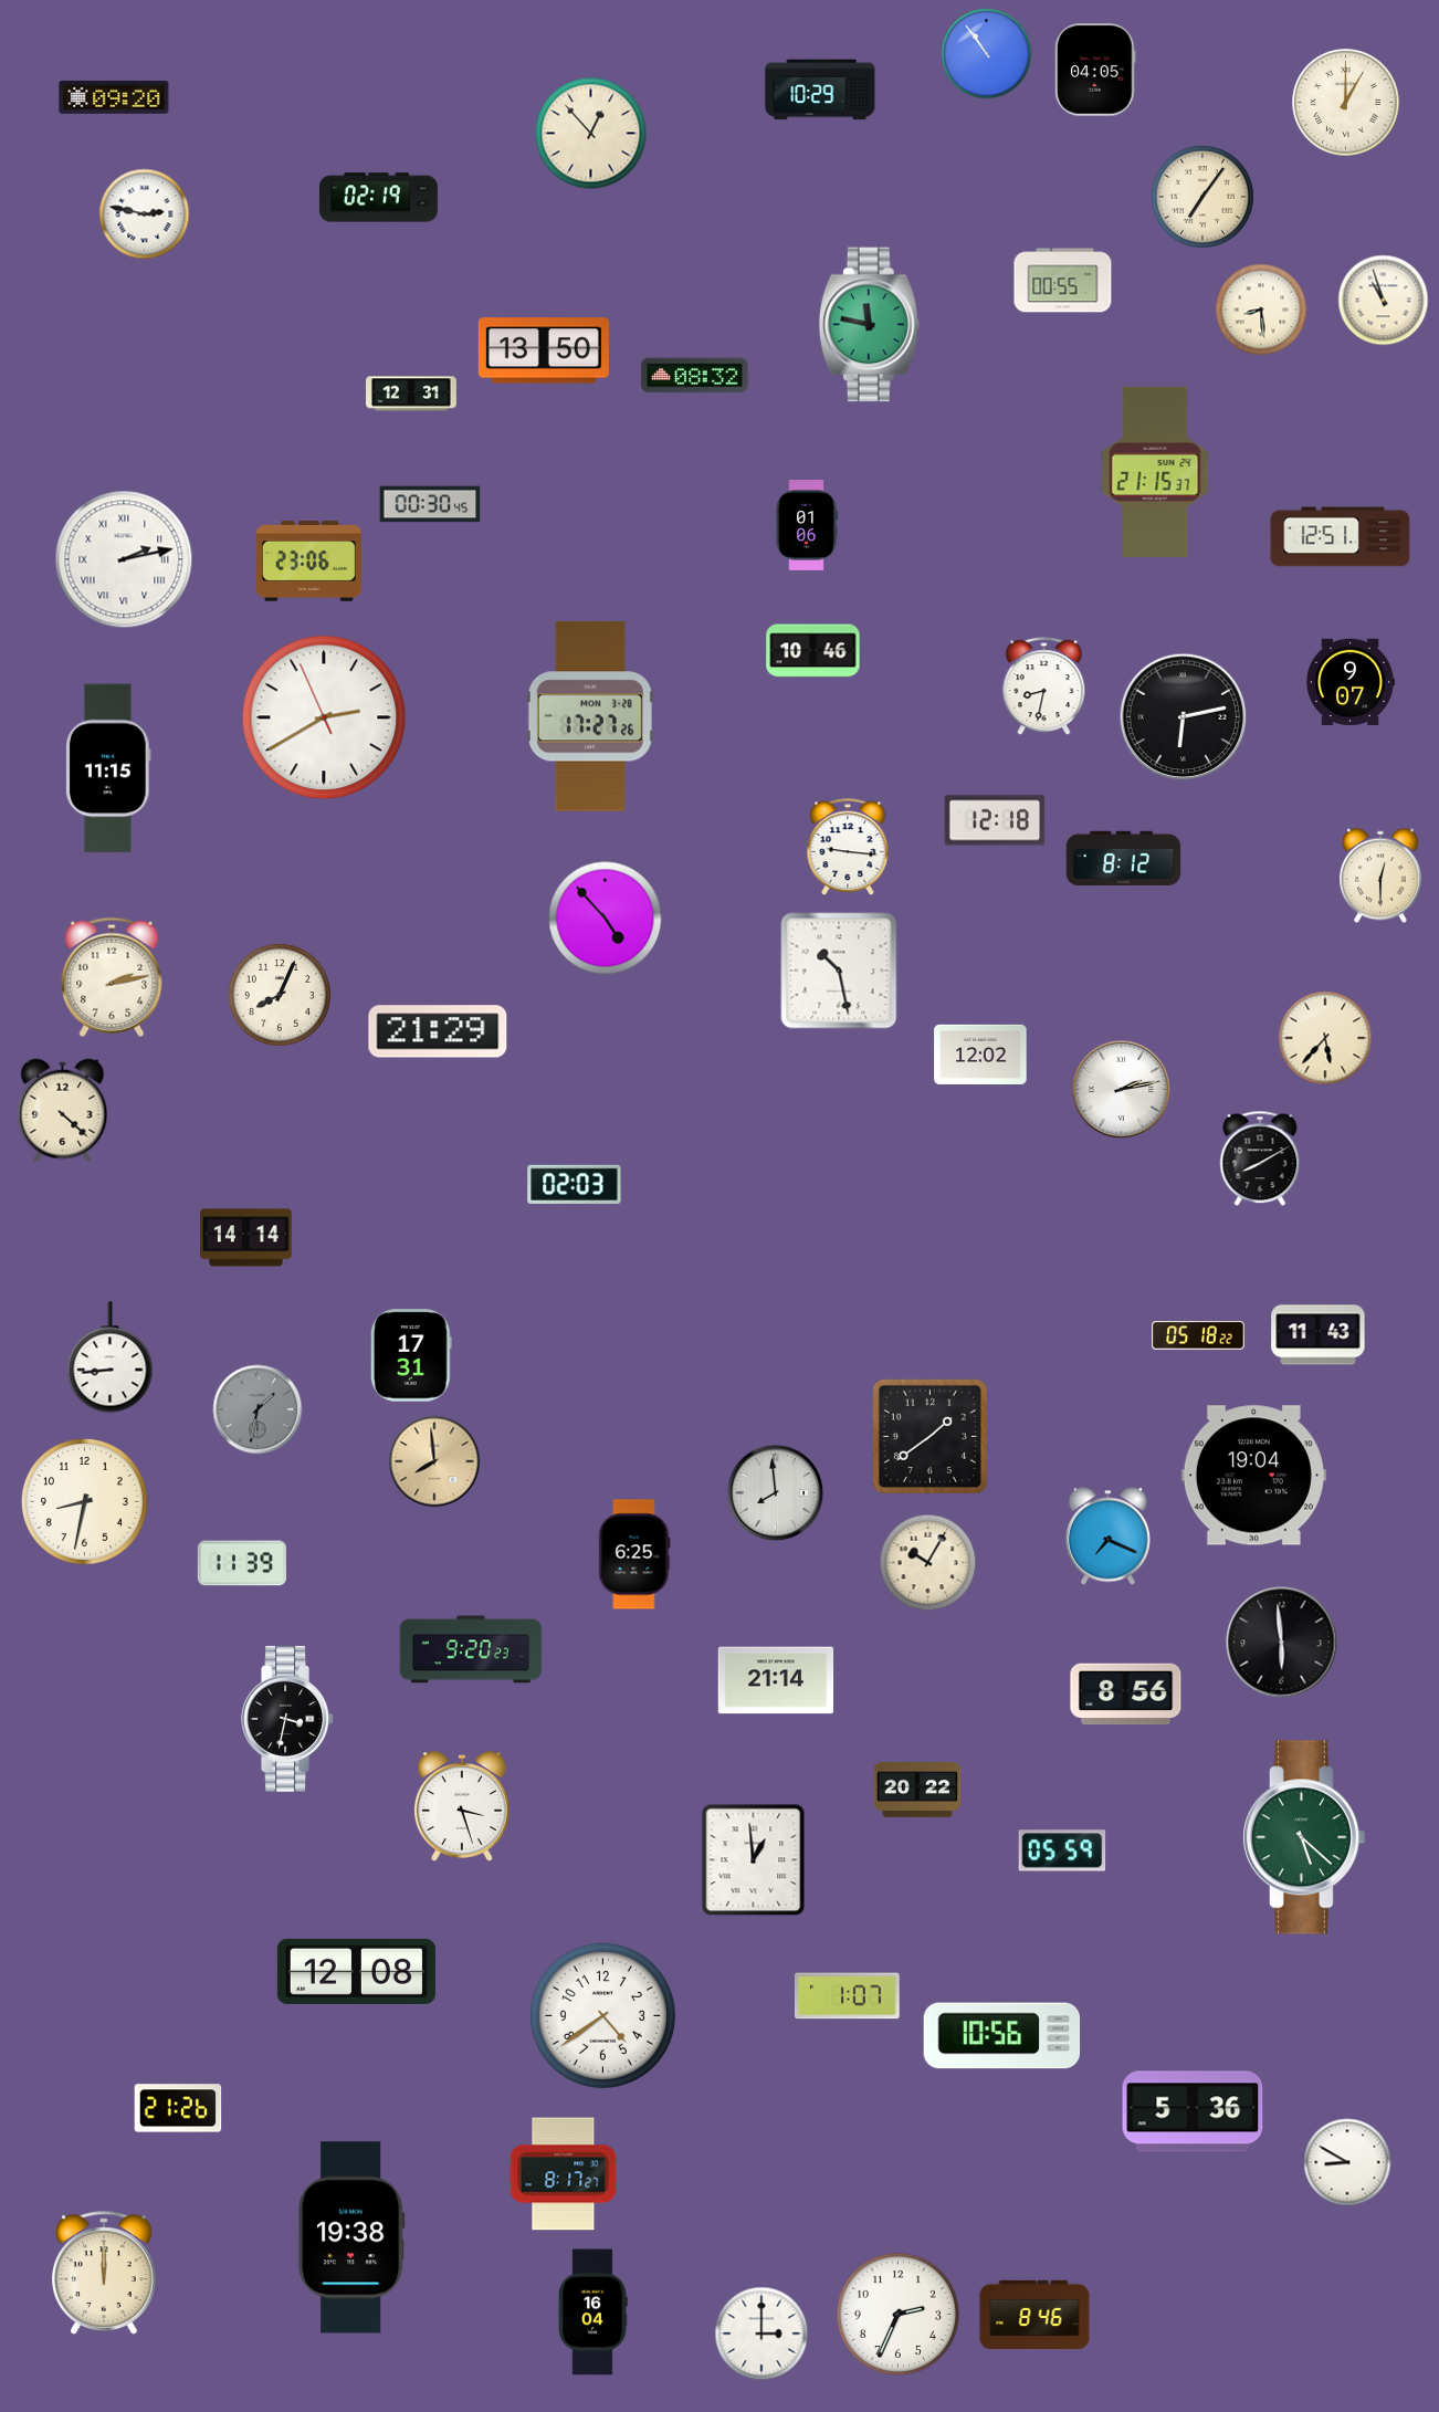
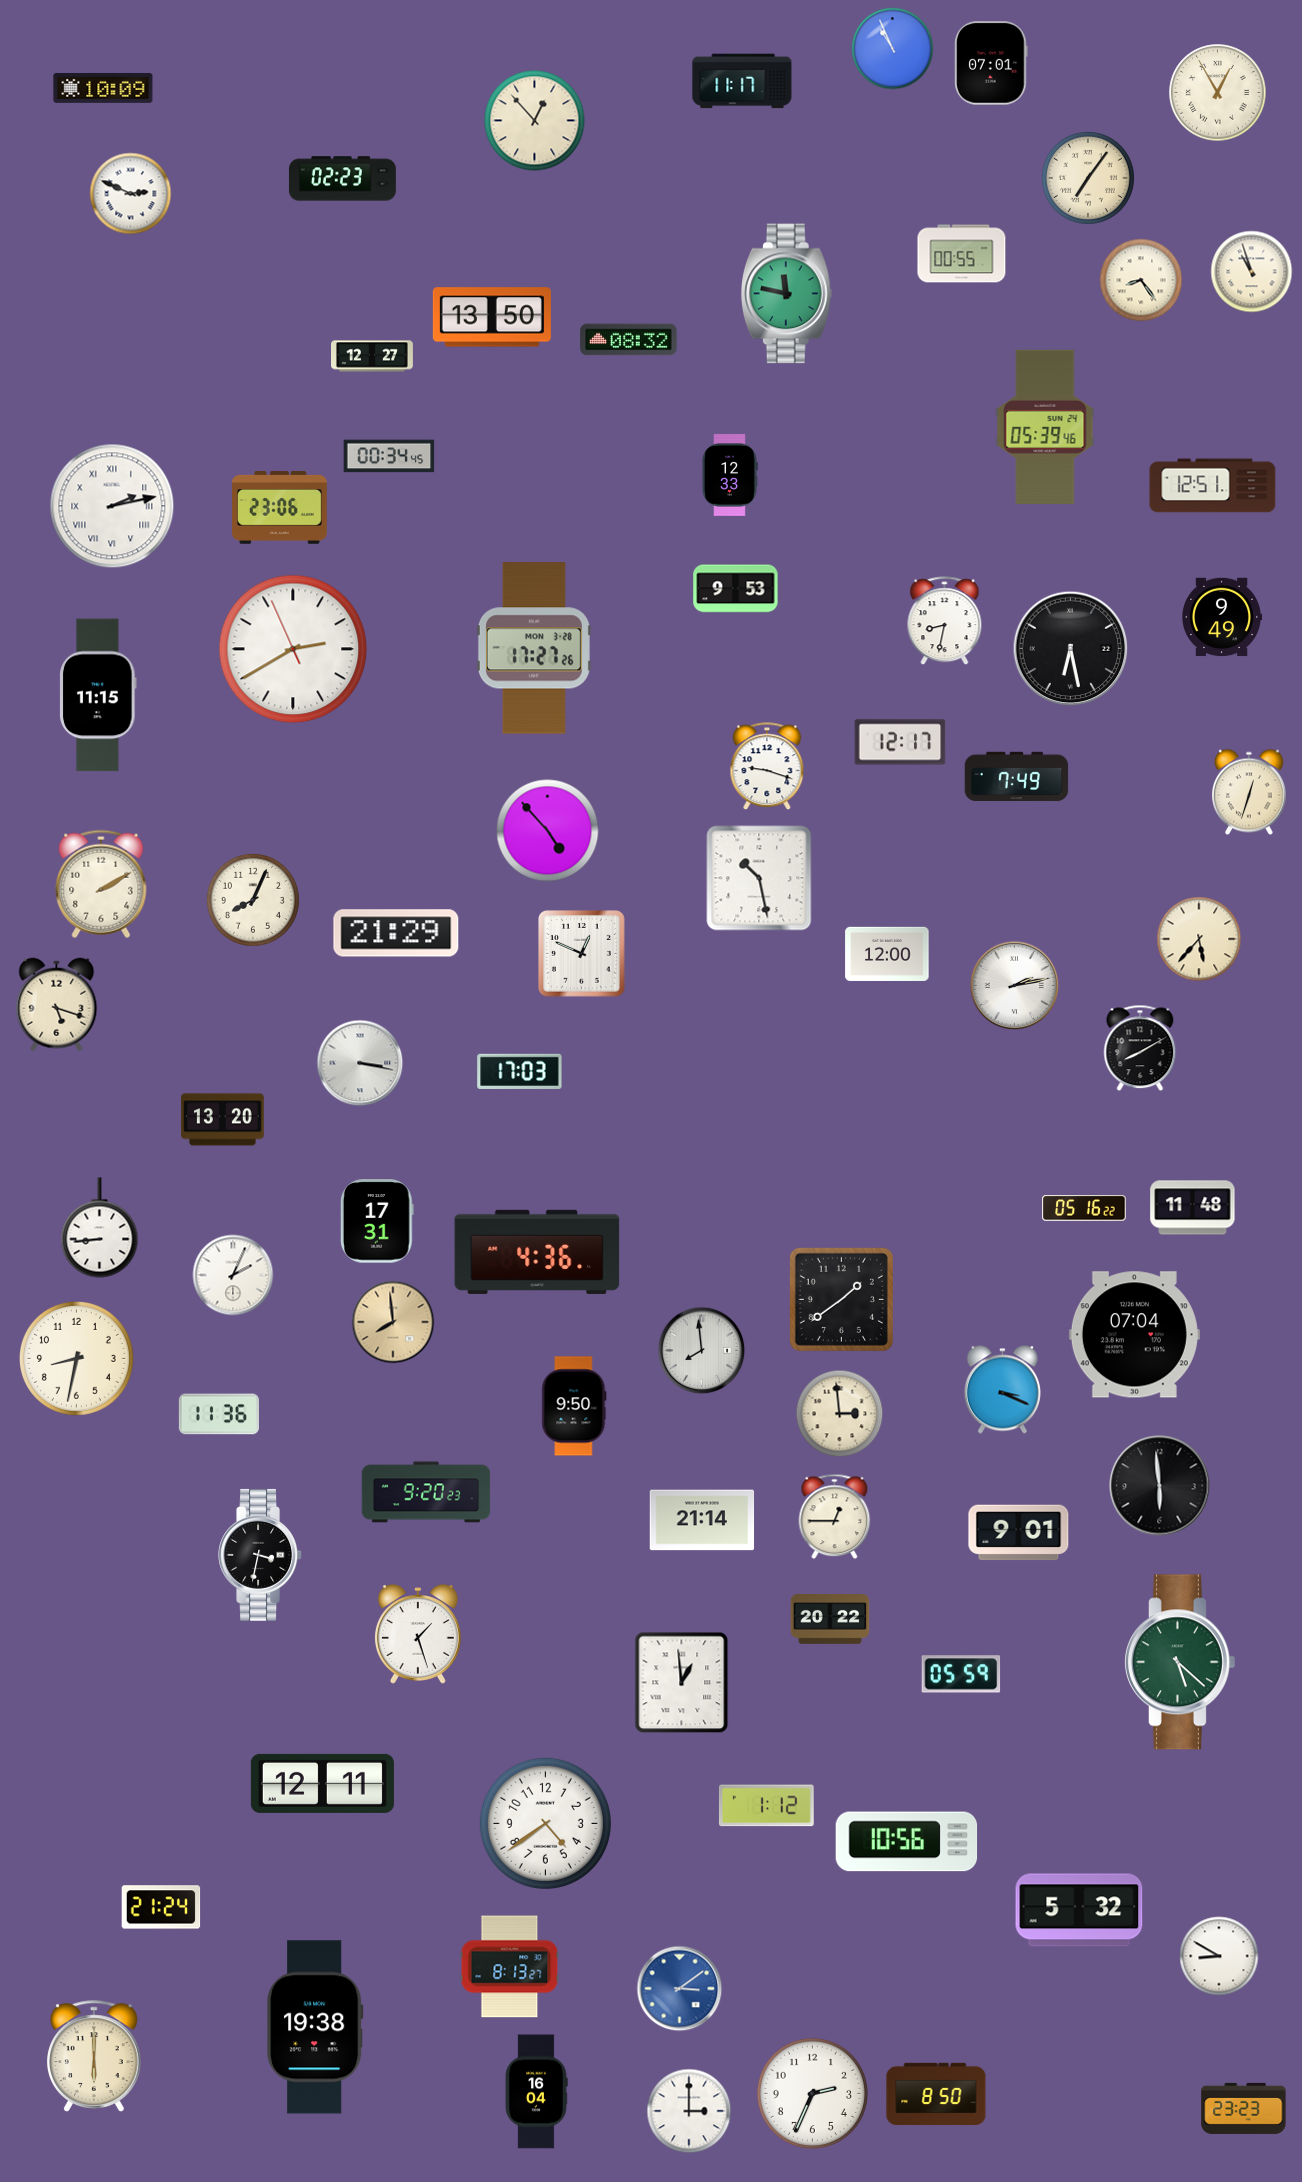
clock at (987, 54): 10:54 -> 10:56
clock at (1095, 70): 04:05 -> 07:01
clock at (820, 90): 10:29 -> 11:17
clock at (114, 97): 09:20 -> 10:09
clock at (1346, 103): 1:00 -> 12:55
clock at (378, 198): 02:19 -> 02:23
clock at (145, 214): 2:47 -> 2:49
clock at (1261, 310): 8:29 -> 8:24
clock at (412, 394): 12:31 -> 12:27
clock at (1155, 471): 21:15 -> 05:39
clock at (430, 504): 00:30 -> 00:34
clock at (807, 525): 01:06 -> 12:33
clock at (813, 651): 10:46 -> 9:53
clock at (1351, 682): 9:07 -> 9:49
clock at (1184, 717): 6:13 -> 6:28
clock at (995, 820): 12:18 -> 12:17
clock at (848, 848): 9:16 -> 9:18
clock at (1124, 859): 8:12 -> 7:49
clock at (1382, 875): 12:30 -> 12:33
clock at (112, 977): 2:13 -> 2:10
clock at (582, 954): none -> 12:49
clock at (980, 1055): 12:02 -> 12:00
clock at (63, 1111): 4:22 -> 5:18
clock at (360, 1063): none -> 3:17
clock at (575, 1184): 02:03 -> 17:03
clock at (246, 1238): 14:14 -> 13:20
clock at (1198, 1335): 05:18 -> 05:16
clock at (1319, 1335): 11:43 -> 11:48
clock at (411, 1355) position: (411, 1355) -> (377, 1221)
clock at (537, 1252): none -> 4:36
clock at (258, 1409): 1:32 -> 2:04
clock at (258, 1409) dial: grey -> white
clock at (1253, 1476): 19:04 -> 07:04
clock at (1107, 1537): 7:19 -> 3:19
clock at (634, 1554): 6:25 -> 9:50
clock at (242, 1563): 11:39 -> 11:36
clock at (928, 1563): 10:05 -> 2:59
clock at (835, 1517): none -> 12:45
clock at (1126, 1695): 8:56 -> 9:01
clock at (462, 1806): 3:27 -> 1:27
clock at (356, 1971): 12:08 -> 12:11
clock at (847, 1996): 1:07 -> 1:12
clock at (178, 2108): 21:26 -> 21:24
clock at (1193, 2111): 5:36 -> 5:32
clock at (564, 2174): 8:17 -> 8:13
clock at (680, 1989): none -> 3:09
clock at (351, 2237) position: (351, 2237) -> (315, 2027)
clock at (105, 2273): 12:00 -> 6:00
clock at (1034, 2315): 8:46 -> 8:50
clock at (1244, 2108): none -> 23:23
